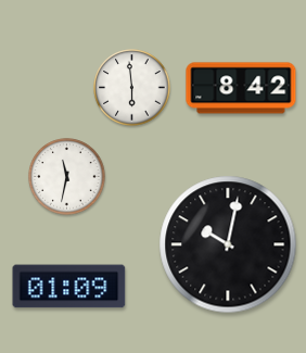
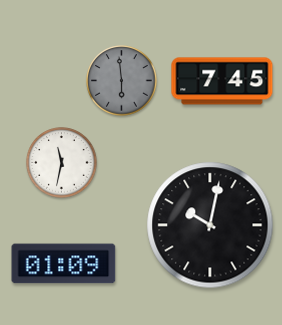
clock at (132, 88) dial: white -> grey
clock at (241, 88): 8:42 -> 7:45
